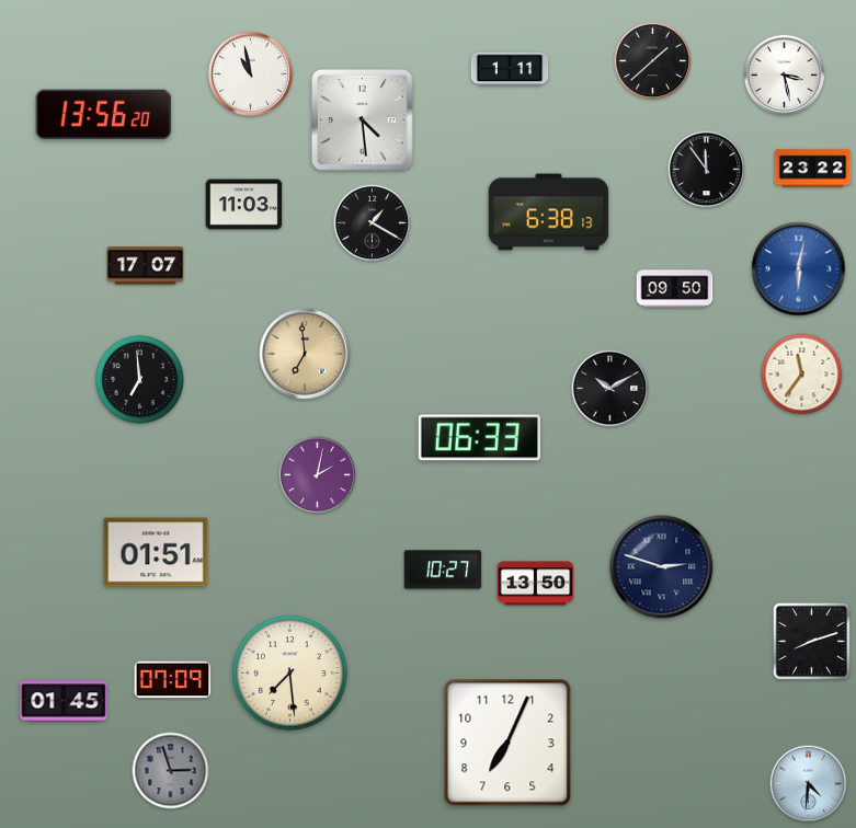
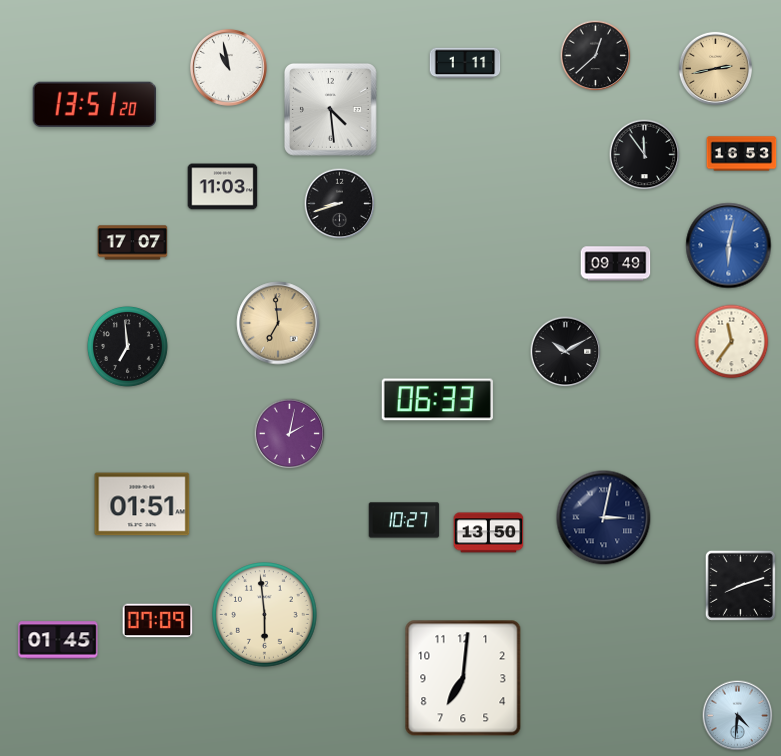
clock at (653, 61): 1:38 -> 12:38
clock at (784, 74): 3:28 -> 2:43
clock at (784, 74) dial: white -> champagne
clock at (104, 115): 13:56 -> 13:51
clock at (813, 169): 23:22 -> 16:53
clock at (549, 212): 6:38 -> none
clock at (373, 223): 1:20 -> 8:42
clock at (675, 289): 09:50 -> 09:49
clock at (610, 389) position: (610, 389) -> (566, 352)
clock at (662, 567): 2:48 -> 3:02
clock at (290, 674): 7:29 -> 5:59
clock at (507, 743): 7:04 -> 7:01
clock at (171, 771): 2:57 -> none
